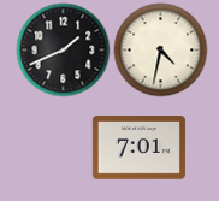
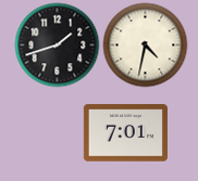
clock at (63, 49): 1:41 -> 1:42
